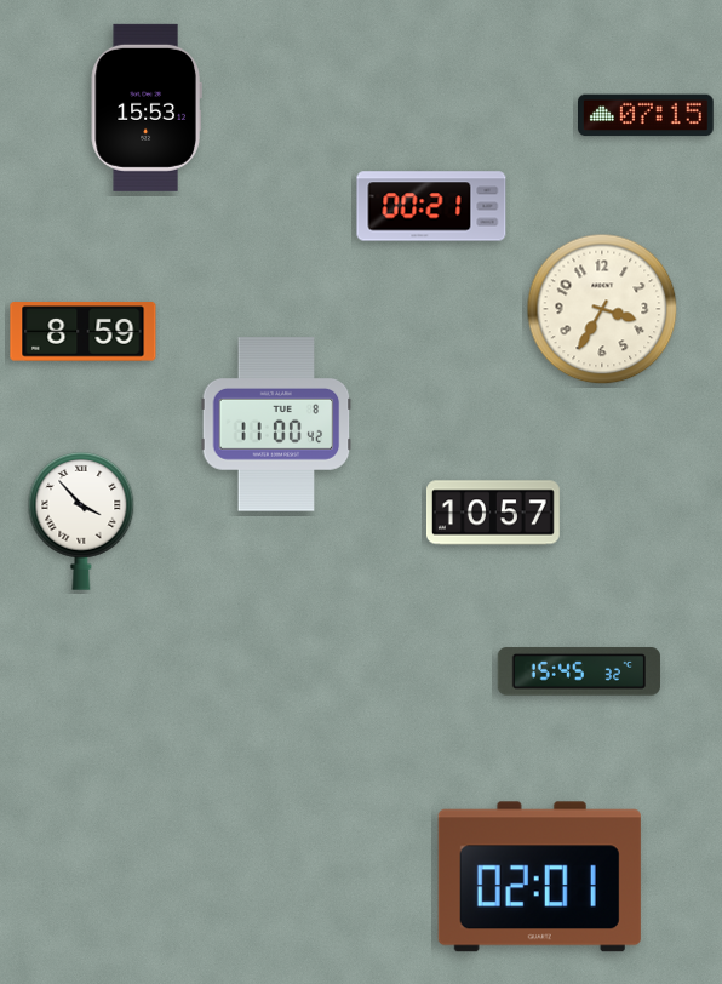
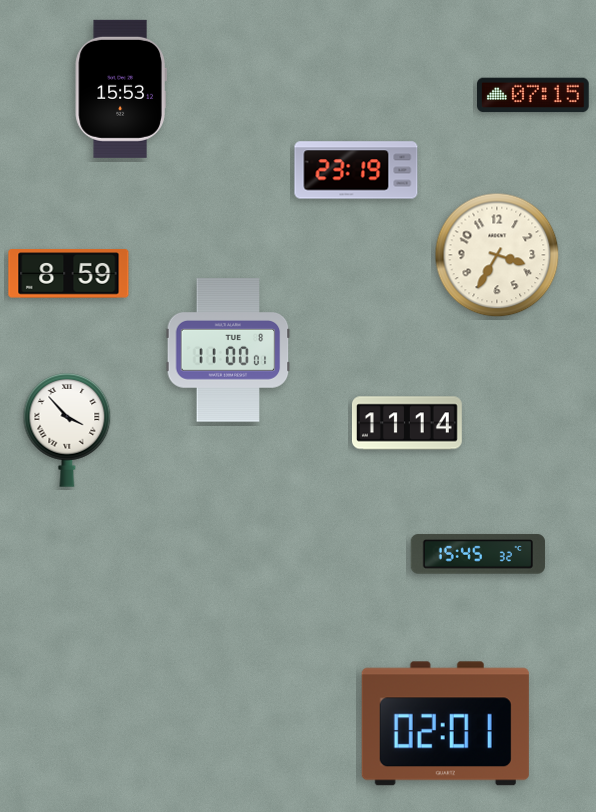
clock at (431, 206): 00:21 -> 23:19
clock at (276, 424): 11:00:42 -> 11:00:01
clock at (493, 513): 10:57 -> 11:14
